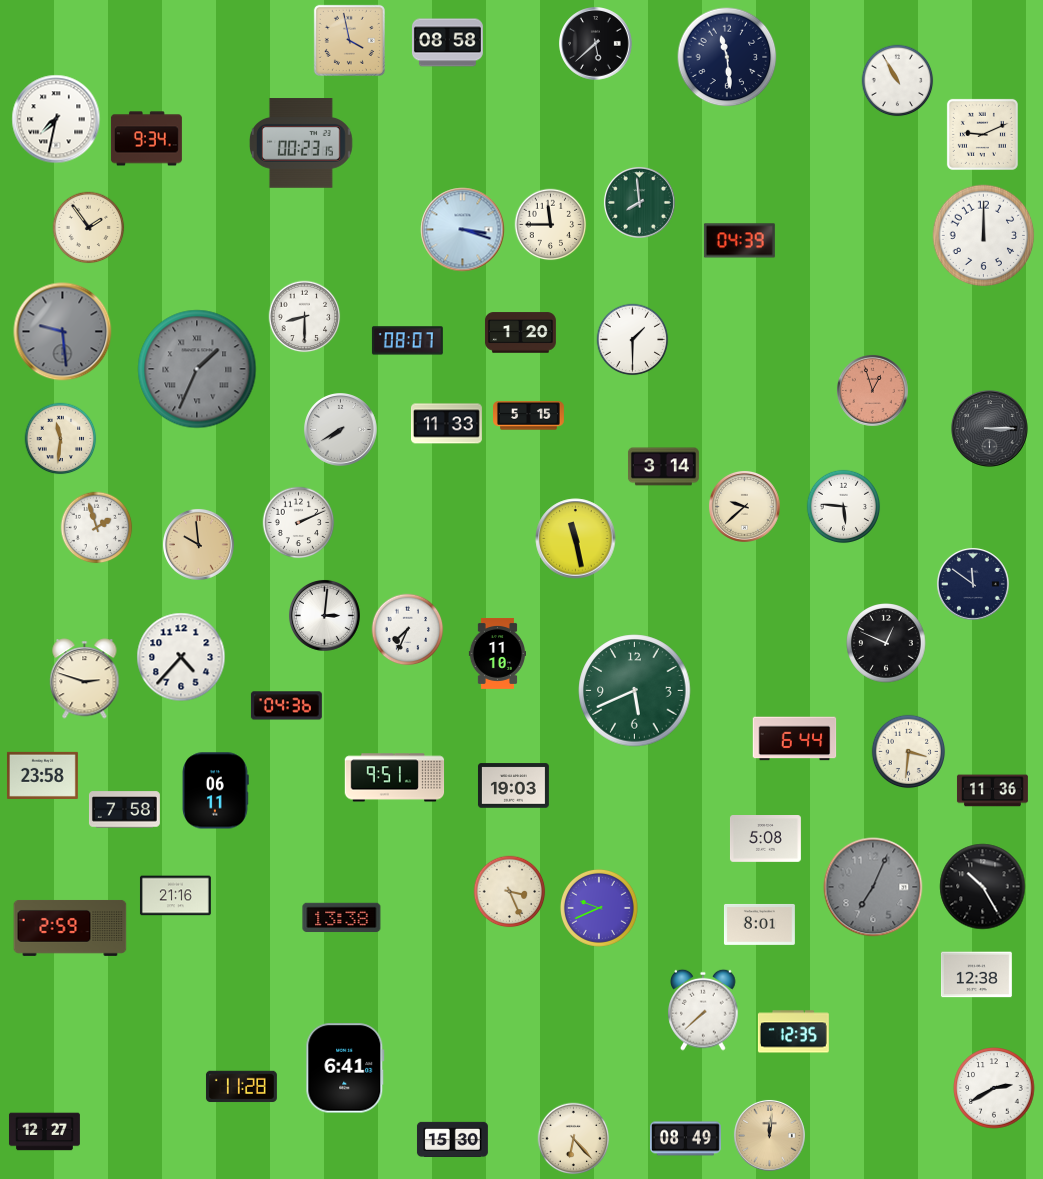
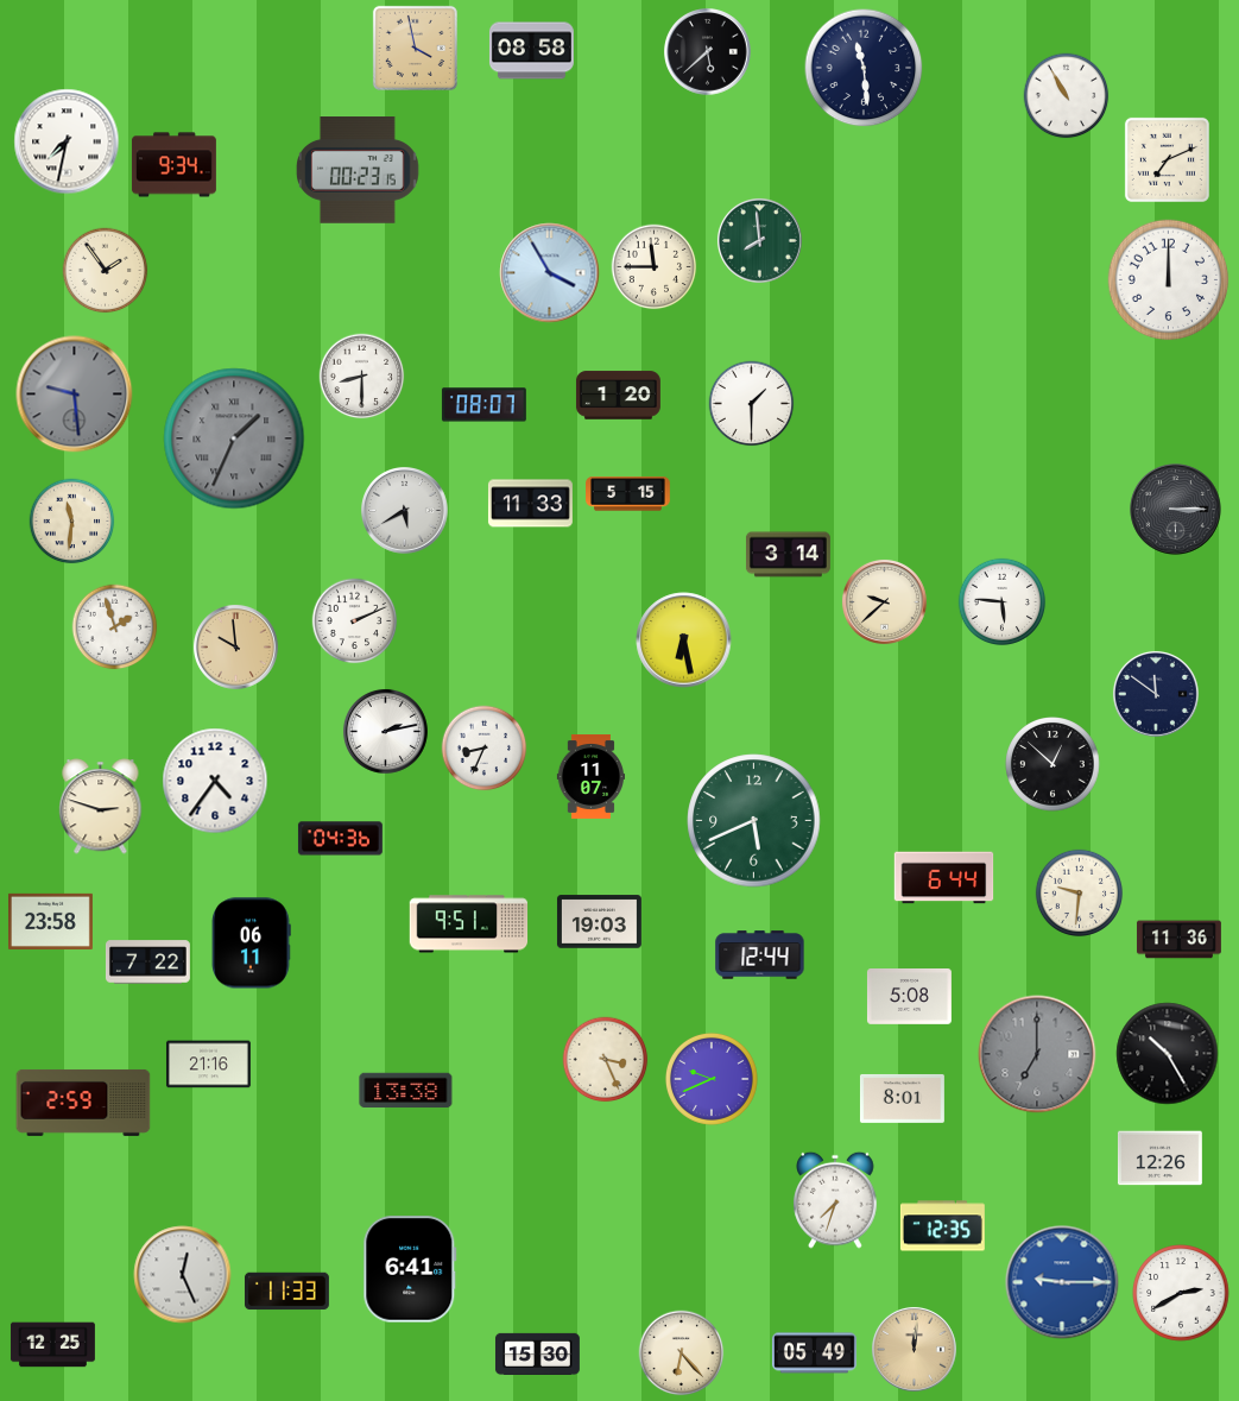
clock at (982, 134): 9:11 -> 7:11
clock at (463, 230): 3:18 -> 3:55
clock at (739, 241): 04:39 -> none
clock at (872, 390): 12:57 -> none
clock at (341, 430): 7:40 -> 5:40
clock at (576, 539): 11:28 -> 6:28
clock at (324, 615): 3:01 -> 2:13
clock at (408, 630): 7:34 -> 8:34
clock at (886, 643): 12:49 -> 12:52
clock at (497, 654): 11:10 -> 11:07
clock at (181, 657): 4:37 -> 4:36
clock at (909, 752): 3:31 -> 9:31
clock at (513, 786) position: (513, 786) -> (599, 922)
clock at (215, 791) position: (215, 791) -> (251, 944)
clock at (760, 955): none -> 12:44
clock at (124, 810): 7:58 -> 7:22
clock at (873, 887): 7:04 -> 7:00
clock at (976, 975): 12:38 -> 12:26
clock at (703, 1010): 7:38 -> 7:33
clock at (183, 1275): none -> 12:26
clock at (1062, 1282): none -> 9:15
clock at (241, 1087): 11:28 -> 11:33
clock at (44, 1132): 12:27 -> 12:25
clock at (685, 1139): 08:49 -> 05:49
